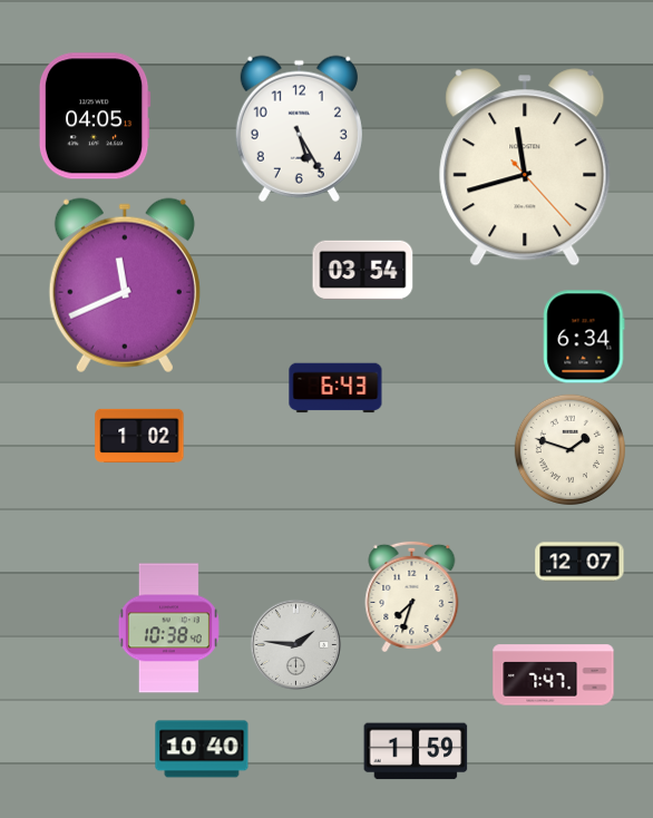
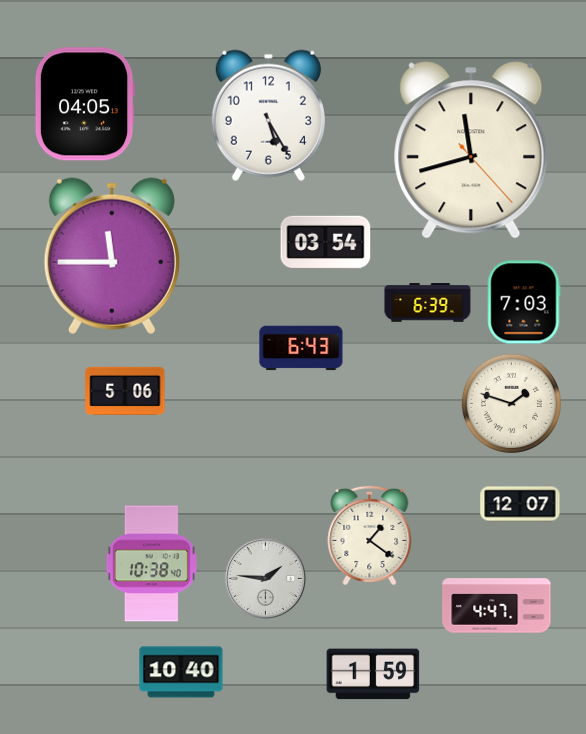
clock at (125, 285): 11:41 -> 11:45
clock at (584, 337): 6:34 -> 7:03
clock at (428, 303): none -> 6:39
clock at (139, 436): 1:02 -> 5:06
clock at (412, 596): 7:33 -> 1:21
clock at (554, 675): 7:47 -> 4:47
